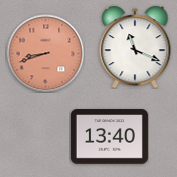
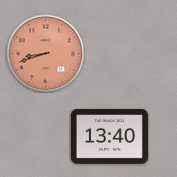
clock at (135, 47): 11:19 -> none
